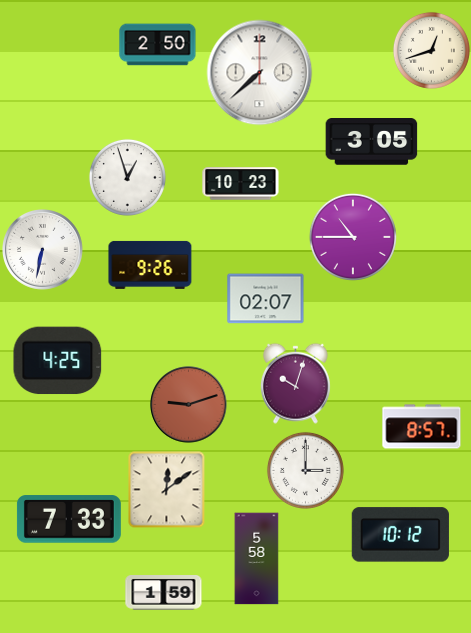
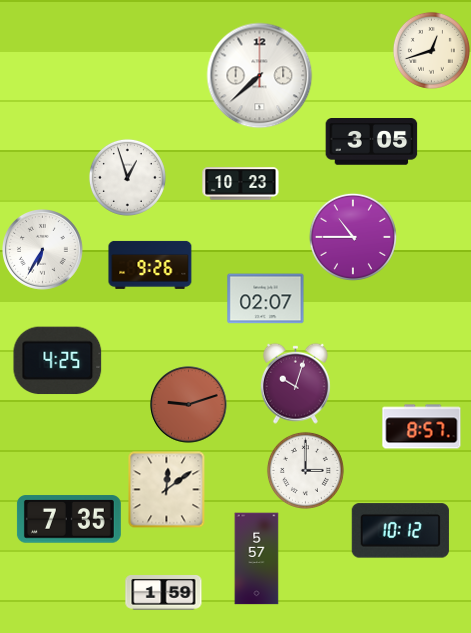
clock at (158, 45): 2:50 -> none
clock at (260, 73) position: (260, 73) -> (260, 76)
clock at (43, 250): 6:32 -> 6:35
clock at (69, 519): 7:33 -> 7:35
clock at (400, 535) position: (400, 535) -> (400, 531)
clock at (257, 559): 5:58 -> 5:57
